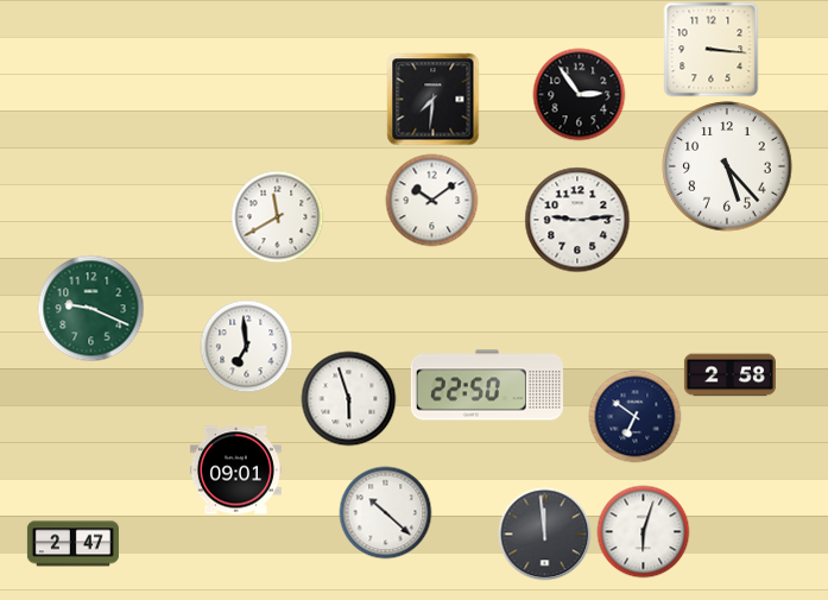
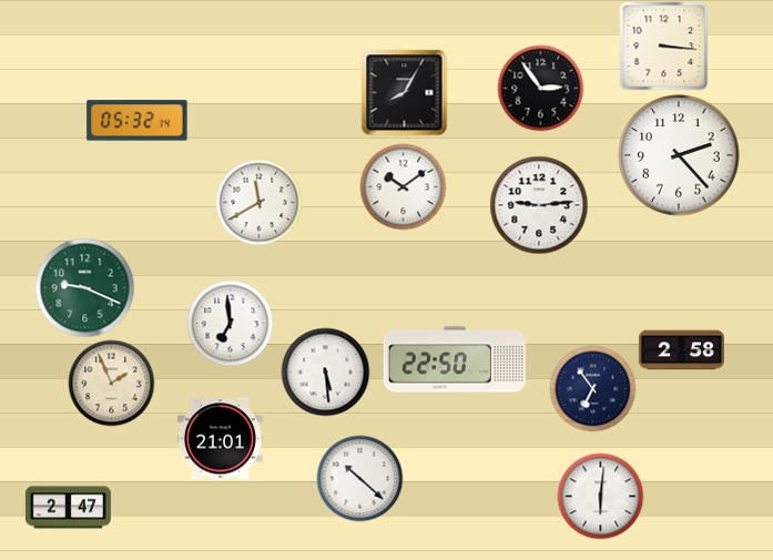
clock at (432, 99): 7:31 -> 8:05
clock at (138, 121): none -> 05:32
clock at (727, 166): 5:23 -> 2:23
clock at (348, 398): 5:57 -> 5:29
clock at (111, 383): none -> 1:56
clock at (634, 416): 6:51 -> 6:54
clock at (235, 470): 09:01 -> 21:01
clock at (643, 531): 6:03 -> 6:01
clock at (544, 533): 11:59 -> none
